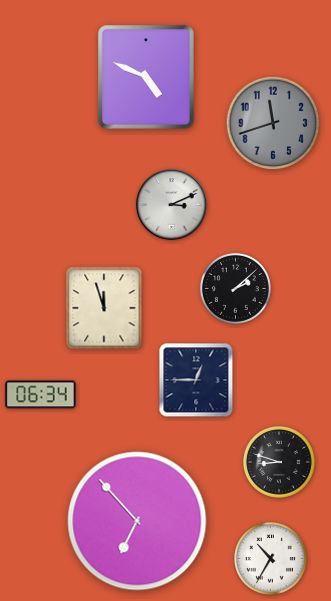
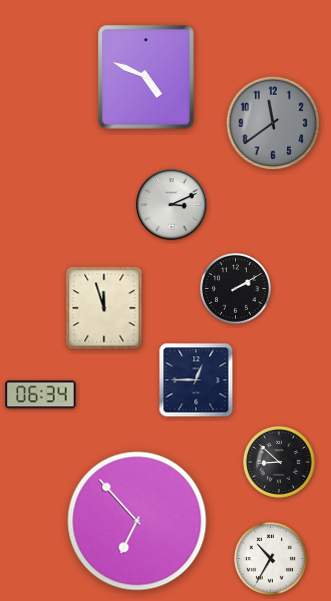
clock at (273, 123): 11:42 -> 11:39
clock at (235, 288): 2:08 -> 2:10
clock at (279, 462): 8:48 -> 8:52
